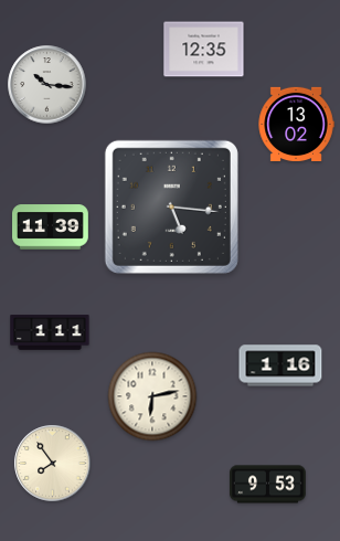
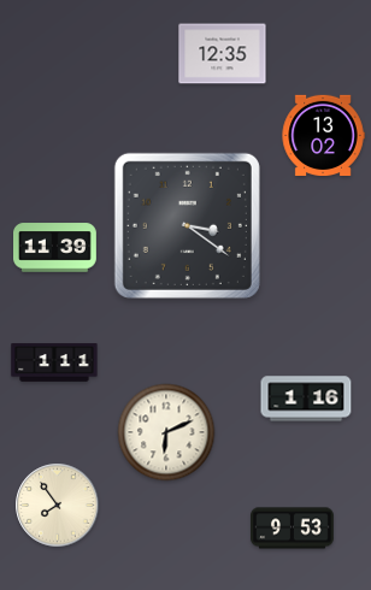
clock at (47, 85): 10:16 -> none
clock at (171, 206): 5:16 -> 3:21
clock at (152, 396): 6:13 -> 6:11
